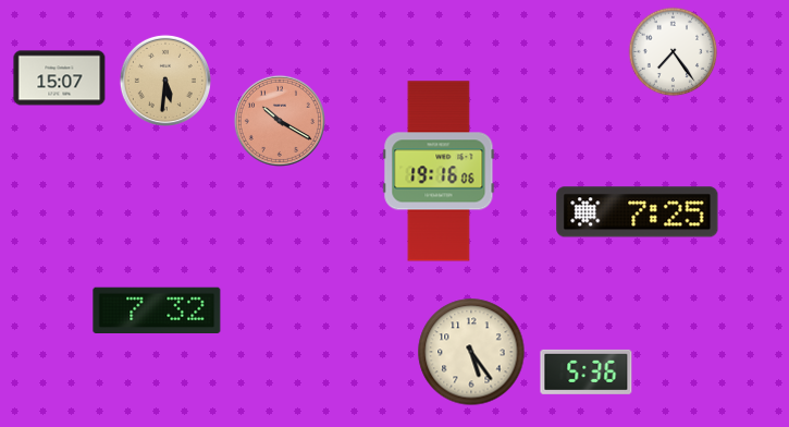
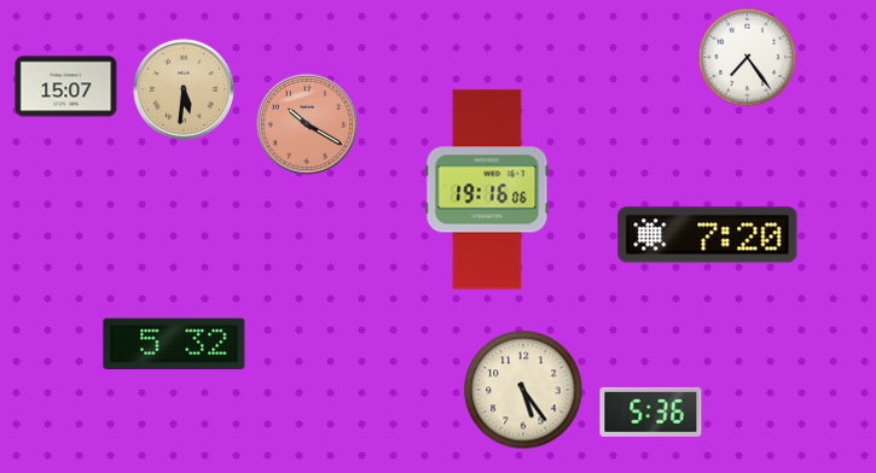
clock at (280, 121) position: (280, 121) -> (307, 124)
clock at (638, 212): 7:25 -> 7:20
clock at (157, 310): 7:32 -> 5:32
